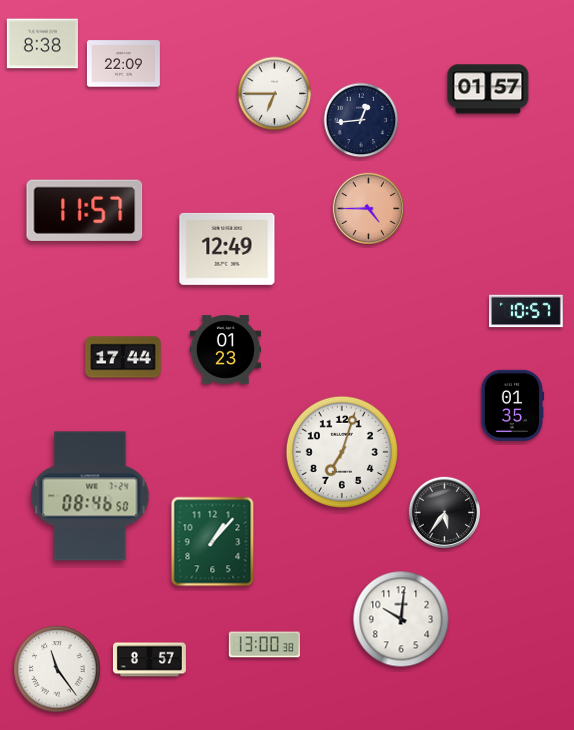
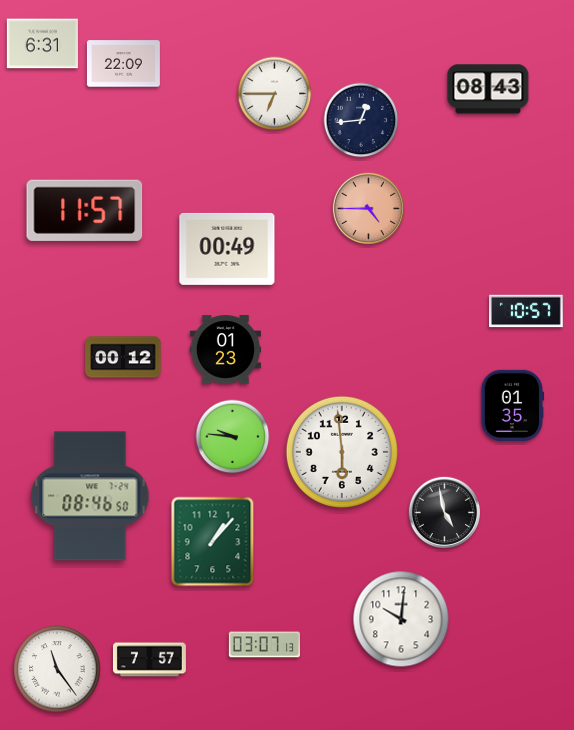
clock at (42, 44): 8:38 -> 6:31
clock at (488, 89): 01:57 -> 08:43
clock at (227, 249): 12:49 -> 00:49
clock at (123, 357): 17:44 -> 00:12
clock at (233, 437): none -> 9:46
clock at (342, 452): 7:03 -> 5:59
clock at (444, 512): 5:36 -> 4:58
clock at (264, 645): 13:00 -> 03:07
clock at (149, 660): 8:57 -> 7:57
